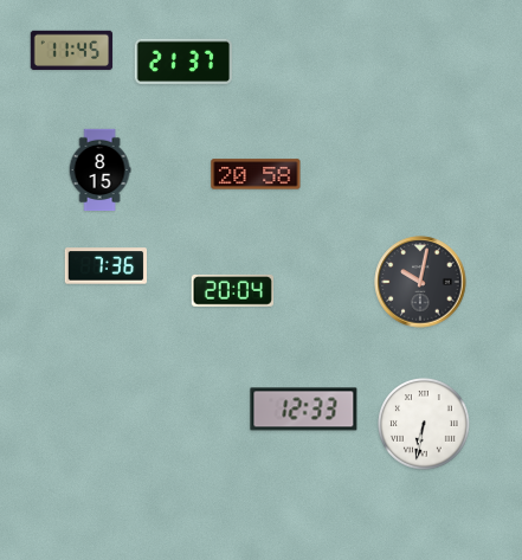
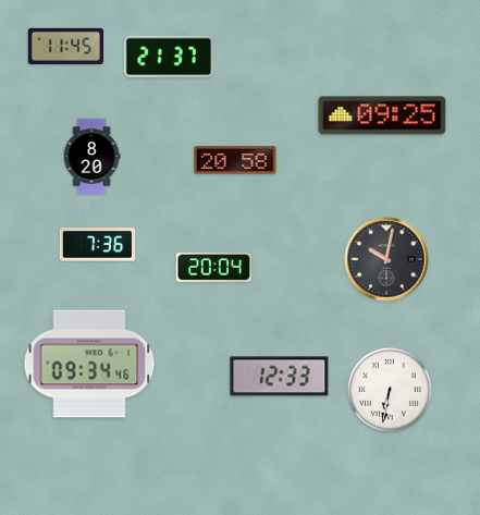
clock at (382, 115): none -> 09:25
clock at (99, 170): 8:15 -> 8:20
clock at (89, 364): none -> 09:34
